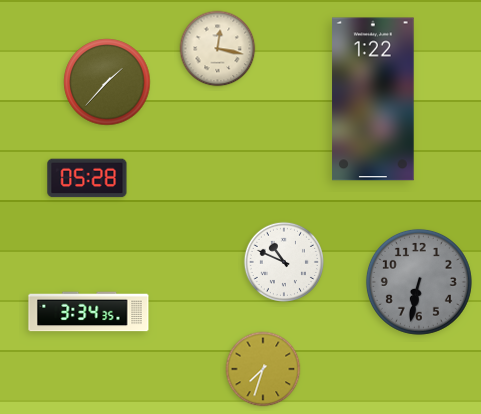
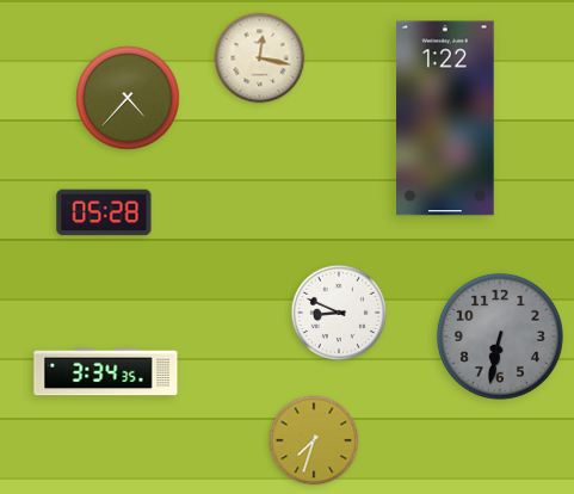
clock at (107, 82): 1:37 -> 4:37
clock at (283, 261): 10:49 -> 8:49
